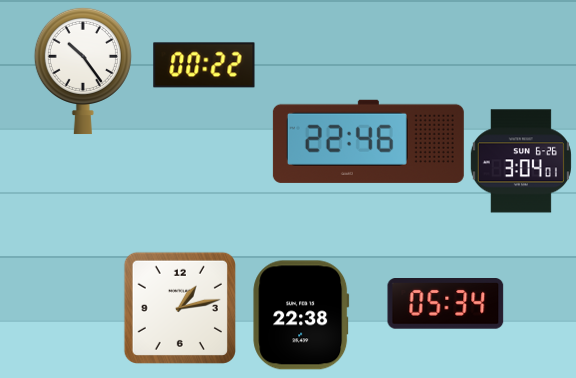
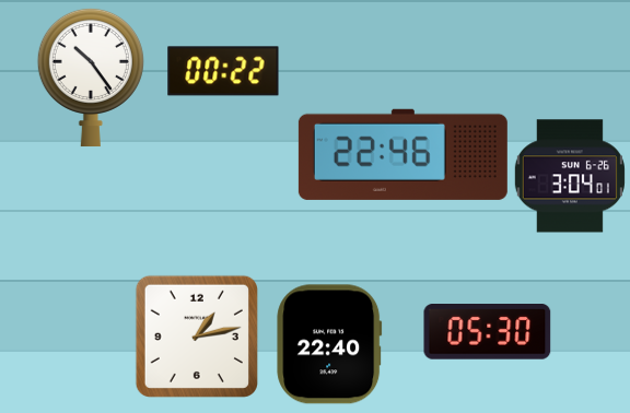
clock at (446, 304): 05:34 -> 05:30
clock at (301, 315): 22:38 -> 22:40
